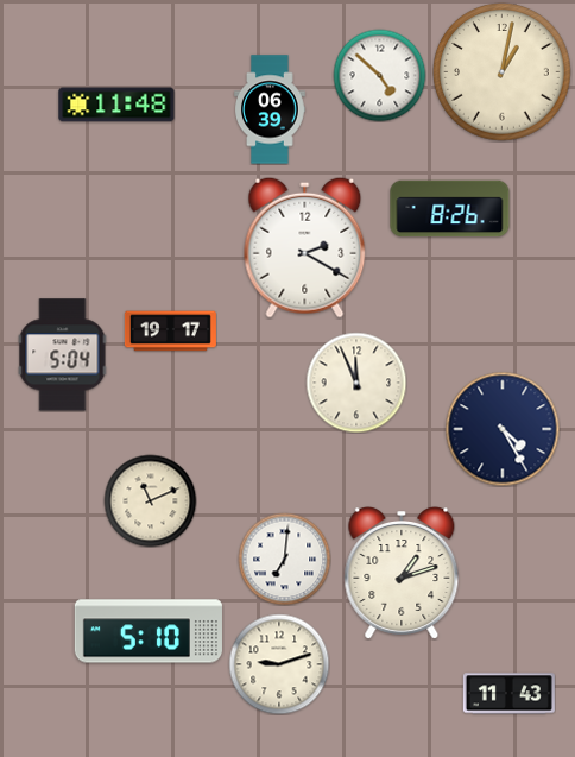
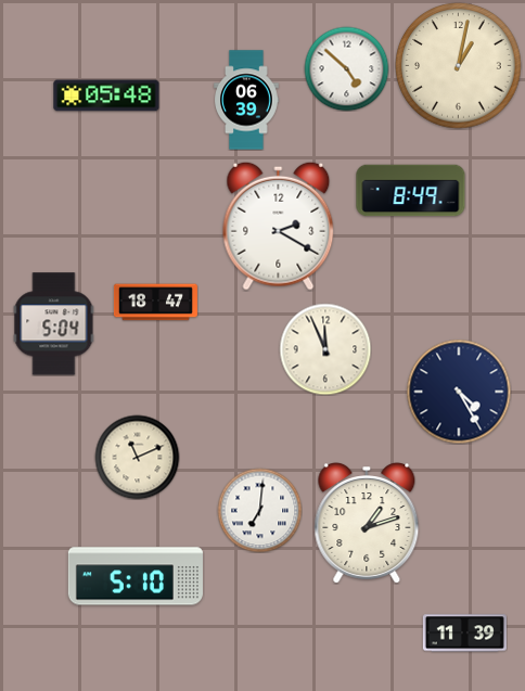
clock at (116, 105): 11:48 -> 05:48
clock at (450, 209): 8:26 -> 8:49
clock at (170, 332): 19:17 -> 18:47
clock at (63, 355) position: (63, 355) -> (54, 324)
clock at (279, 664): 9:12 -> none
clock at (508, 694): 11:43 -> 11:39
